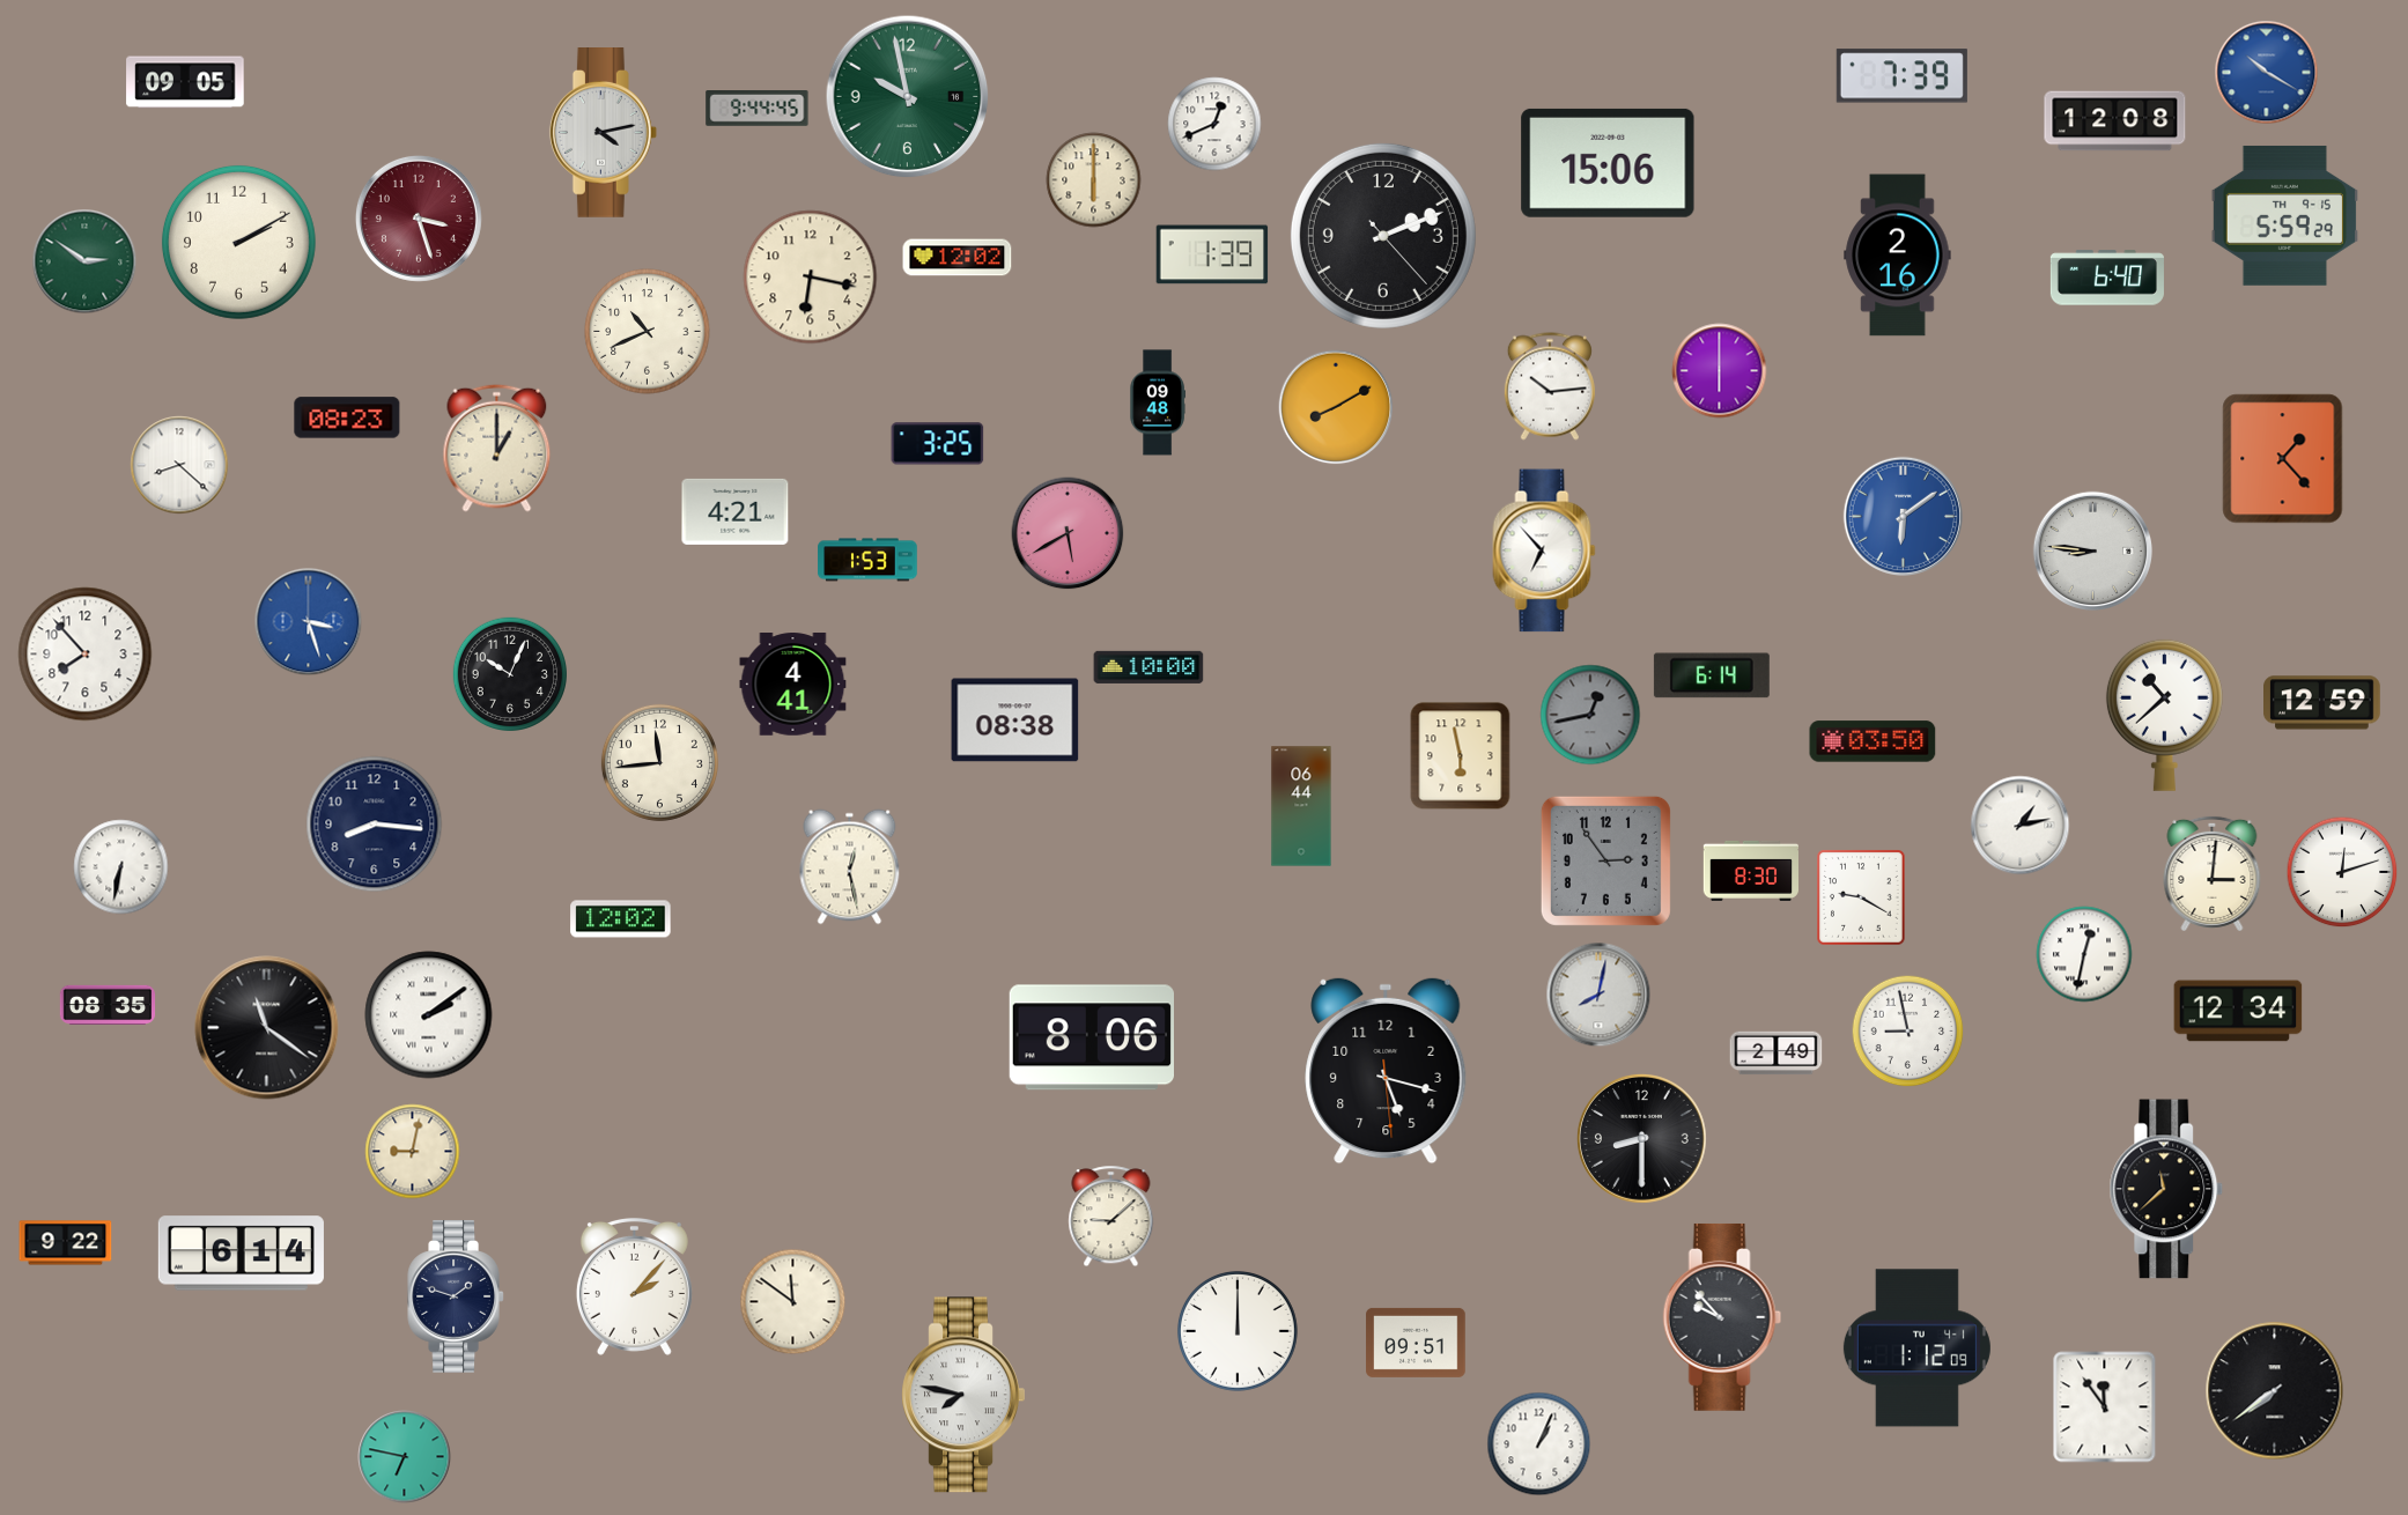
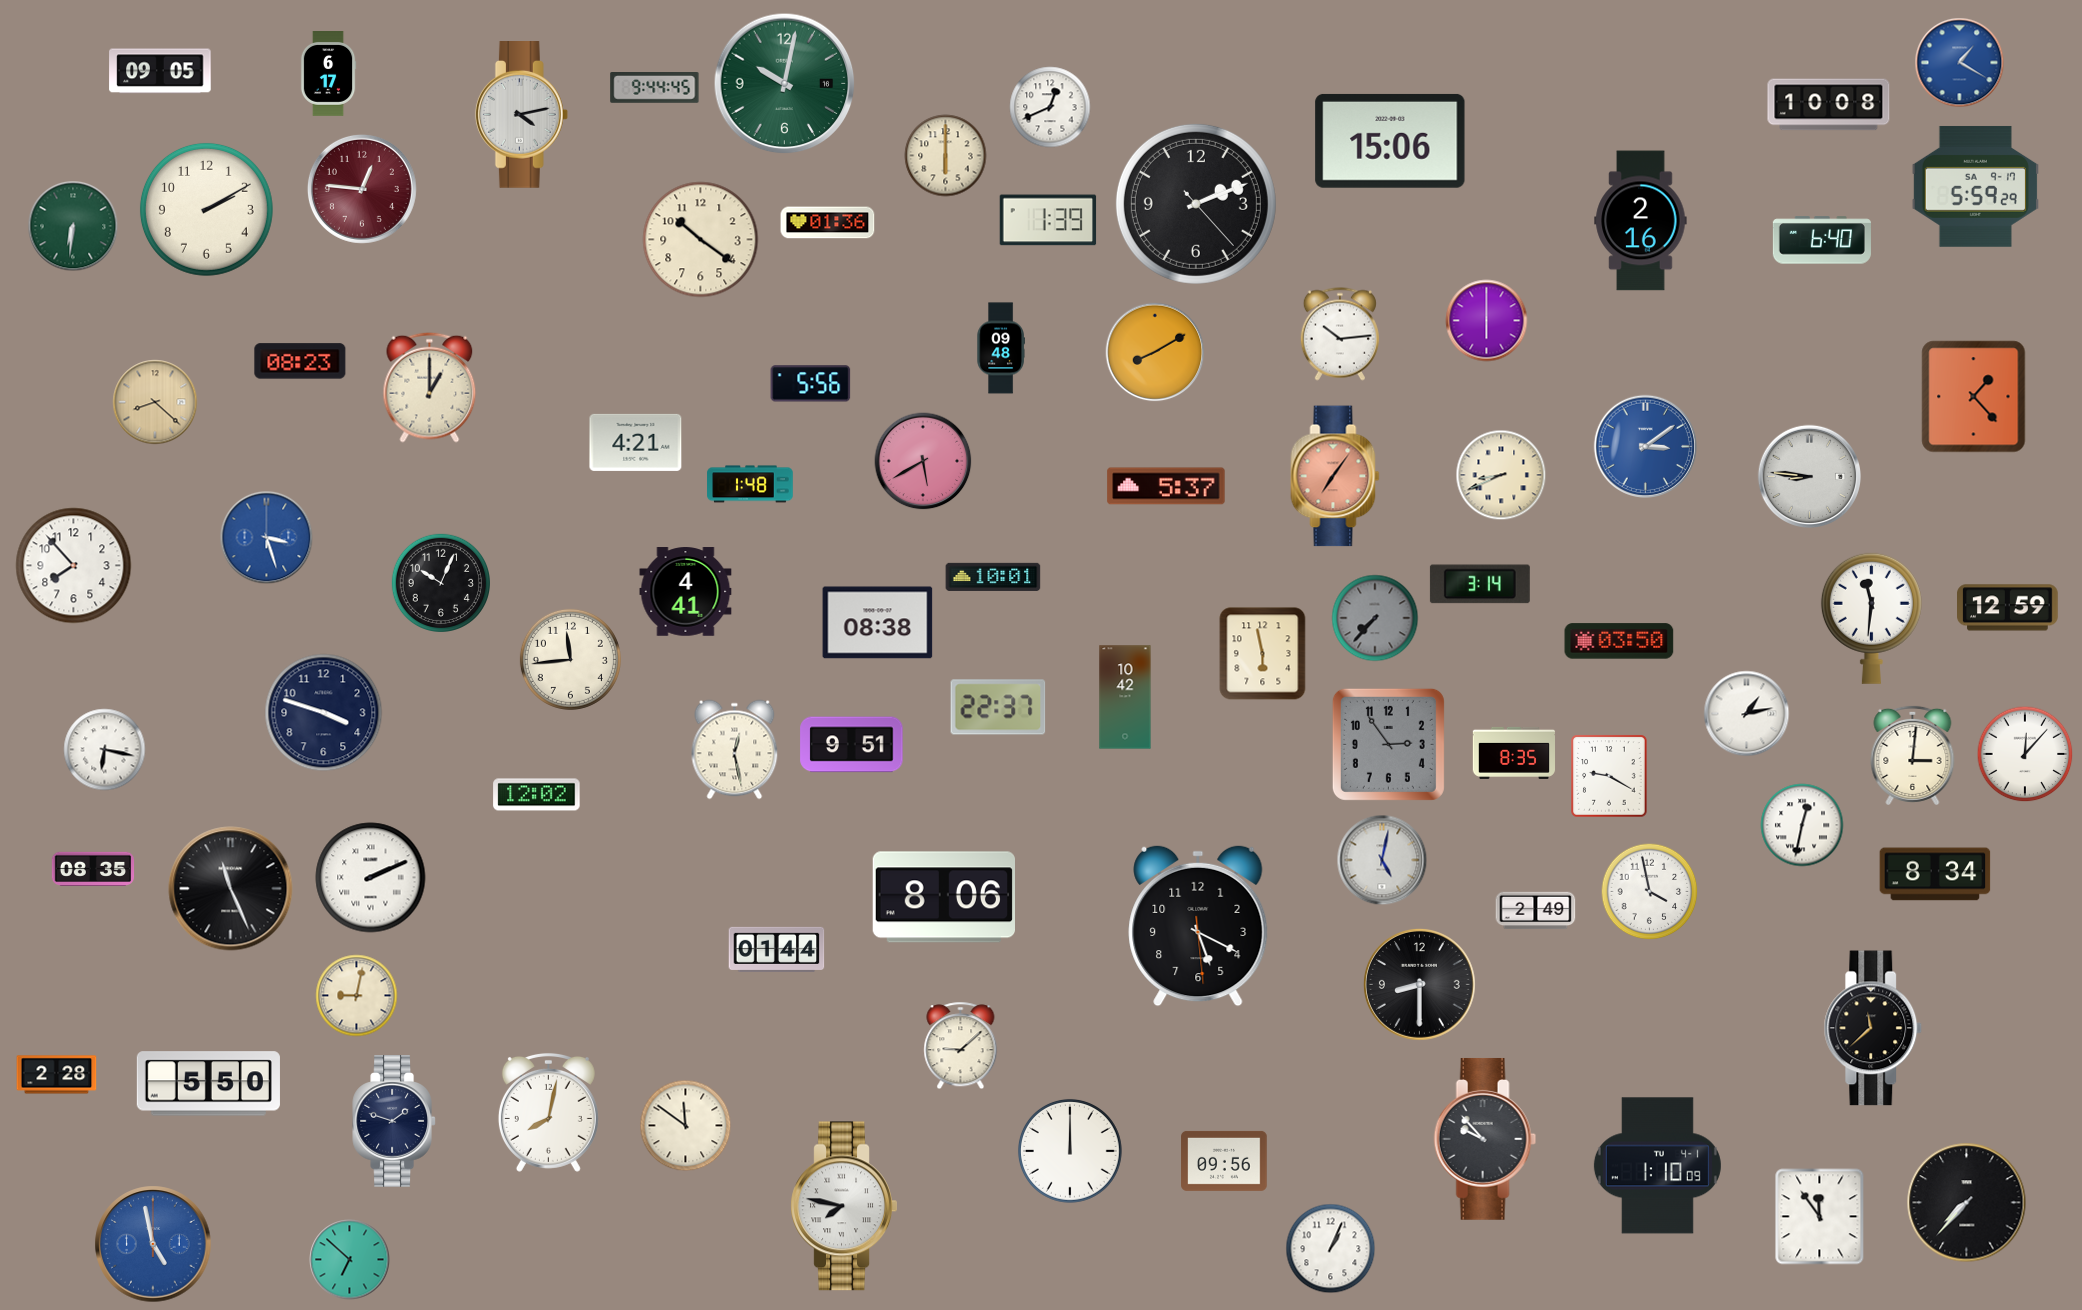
clock at (2267, 73): 10:20 -> 1:20
clock at (1901, 76): 7:39 -> none
clock at (328, 74): none -> 6:17
clock at (908, 97): 9:58 -> 10:02
clock at (758, 109) position: (758, 109) -> (655, 88)
clock at (2115, 121): 12:08 -> 10:08
clock at (2284, 215) date: TH 9-15 -> SA 9-17
clock at (419, 219): 3:27 -> 12:46
clock at (958, 258): 12:02 -> 01:36
clock at (84, 261): 2:51 -> 6:31
clock at (811, 278): 6:17 -> 10:21
clock at (648, 332): 10:41 -> none
clock at (938, 444): 3:25 -> 5:56
clock at (179, 465) dial: white -> champagne
clock at (1903, 516): 6:09 -> 3:09
clock at (1501, 475): none -> 8:41
clock at (1544, 550): 6:53 -> 7:06
clock at (1544, 550) dial: white -> salmon
clock at (867, 560): 1:53 -> 1:48
clock at (1166, 486): none -> 5:37
clock at (1148, 667): 10:00 -> 10:01
clock at (1712, 675): 6:14 -> 3:14
clock at (1590, 715): 12:43 -> 7:37
clock at (2164, 715): 10:38 -> 11:31
clock at (1301, 806): 06:44 -> 10:42
clock at (998, 707): none -> 22:37
clock at (375, 825): 8:16 -> 3:48
clock at (852, 745): none -> 9:51
clock at (121, 867): 6:32 -> 6:17
clock at (1751, 871): 8:30 -> 8:35
clock at (2342, 872): 12:12 -> 12:07
clock at (1598, 995): 8:02 -> 5:02
clock at (2238, 1011): 12:34 -> 8:34
clock at (429, 1015): 2:09 -> 2:11
clock at (267, 1028): 11:21 -> 11:26
clock at (1908, 1032): 8:58 -> 3:58
clock at (1386, 1071): 5:17 -> 5:19
clock at (777, 949): none -> 01:44
clock at (1111, 1217) position: (1111, 1217) -> (961, 1046)
clock at (66, 1243): 9:22 -> 2:28
clock at (241, 1254): 6:14 -> 5:50
clock at (634, 1286): 2:07 -> 8:02
clock at (1722, 1317) position: (1722, 1317) -> (1485, 1139)
clock at (1416, 1343): 09:51 -> 09:56
clock at (1916, 1348): 1:12 -> 1:10
clock at (2275, 1391): 7:39 -> 7:37
clock at (963, 1395) position: (963, 1395) -> (844, 1206)
clock at (153, 1244): none -> 4:58
clock at (405, 1457): 6:47 -> 6:52
